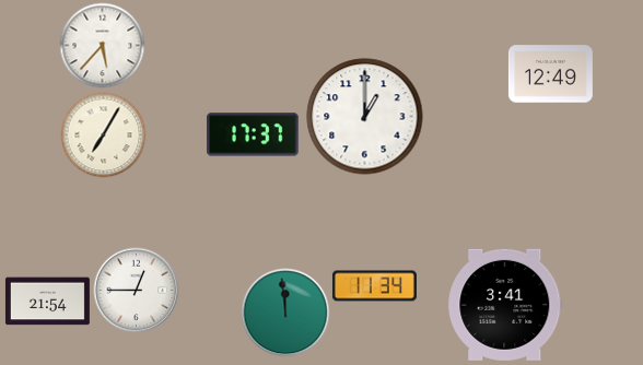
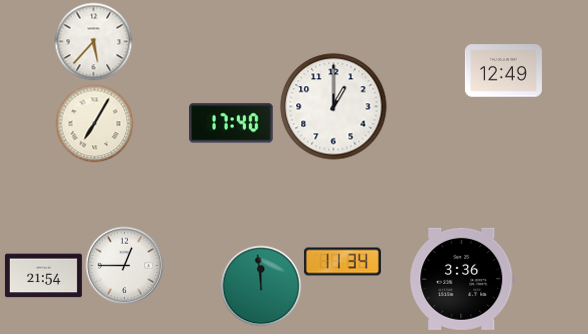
clock at (550, 74) position: (550, 74) -> (503, 71)
clock at (253, 134): 17:37 -> 17:40
clock at (505, 305): 3:41 -> 3:36
